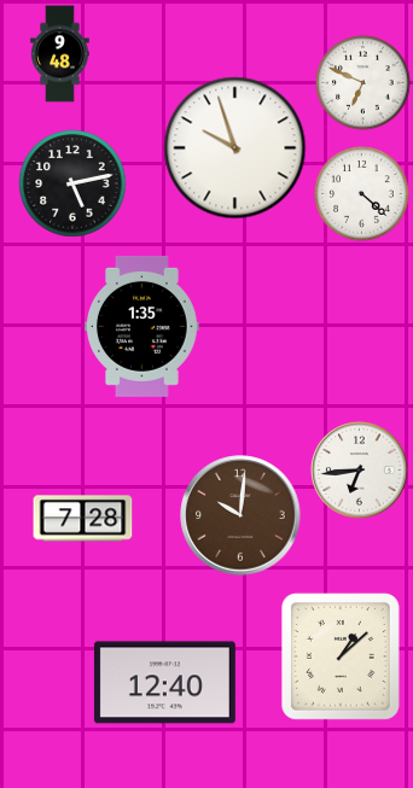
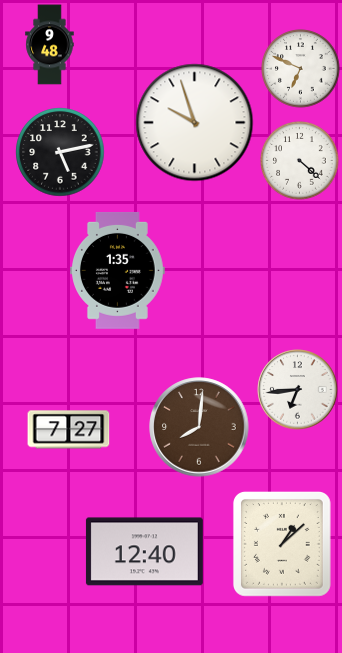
clock at (240, 515): 10:01 -> 8:01
clock at (83, 519): 7:28 -> 7:27
clock at (164, 683) position: (164, 683) -> (144, 552)
